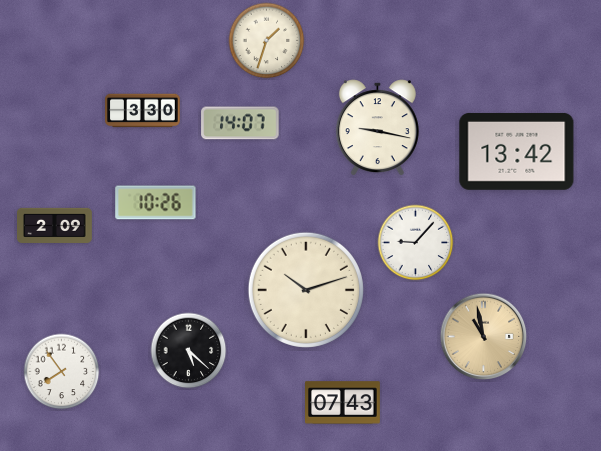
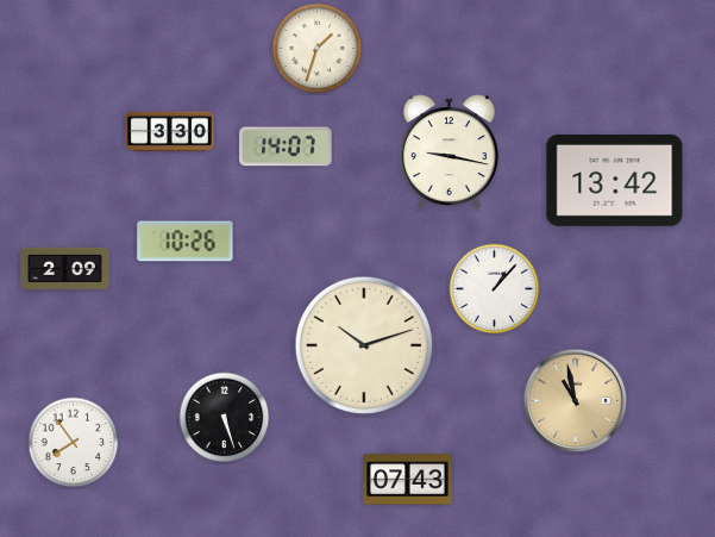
clock at (416, 243): 9:07 -> 1:07
clock at (189, 351): 5:22 -> 5:27
